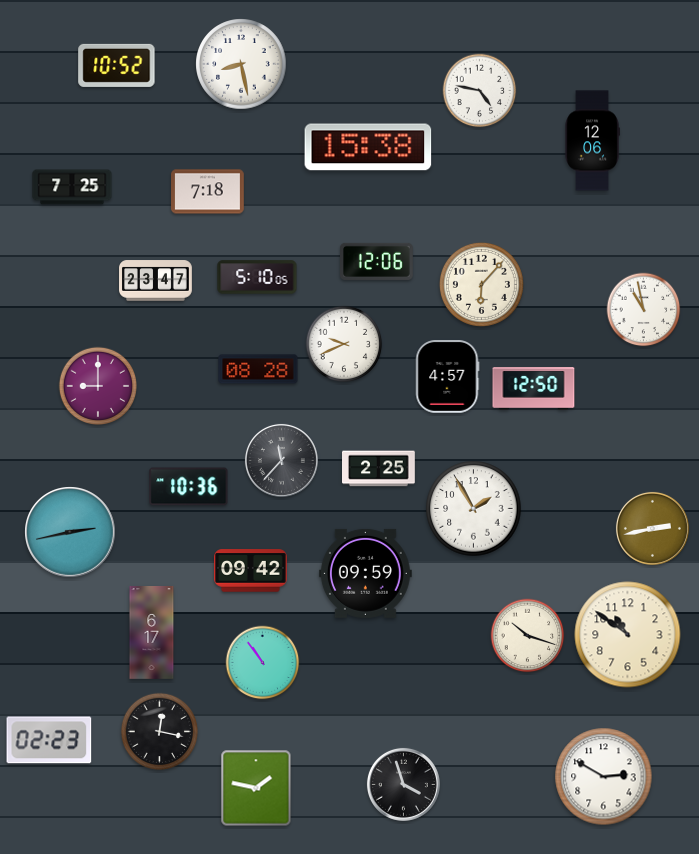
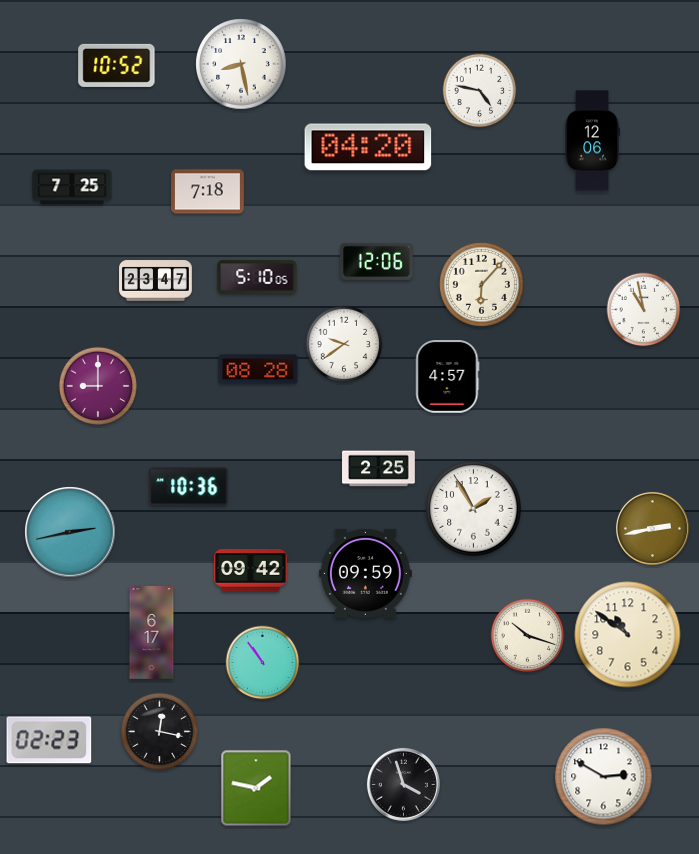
clock at (368, 147): 15:38 -> 04:20
clock at (344, 344): 9:41 -> 9:39
clock at (534, 389): 12:50 -> none
clock at (281, 460): 11:37 -> none
